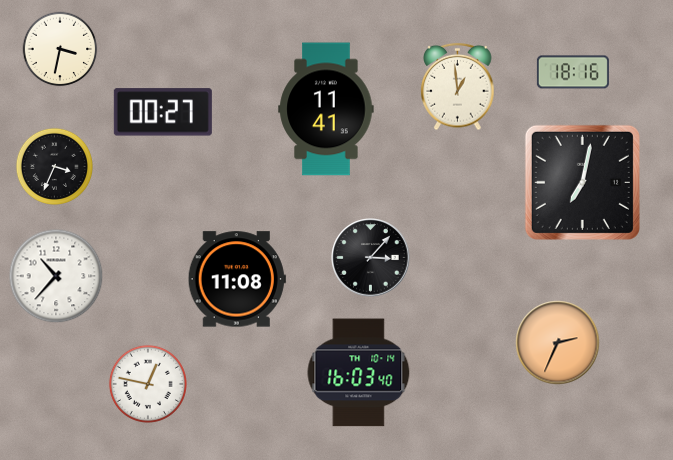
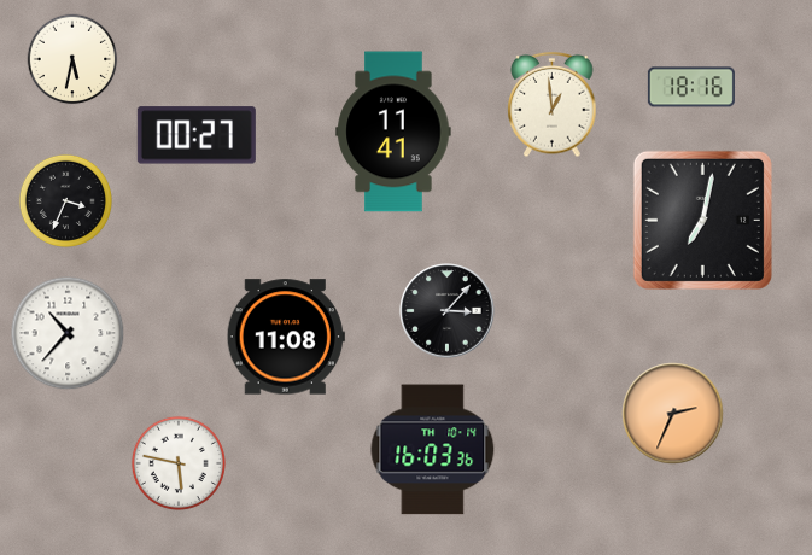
clock at (60, 49): 3:32 -> 5:32
clock at (359, 373): 16:03:40 -> 16:03:36
clock at (148, 384): 12:47 -> 5:47
